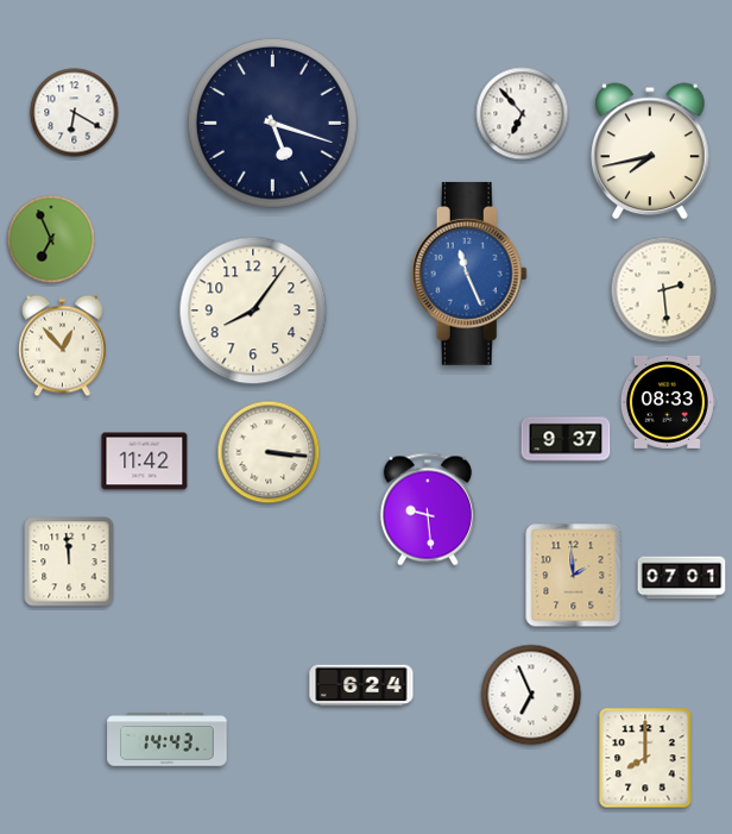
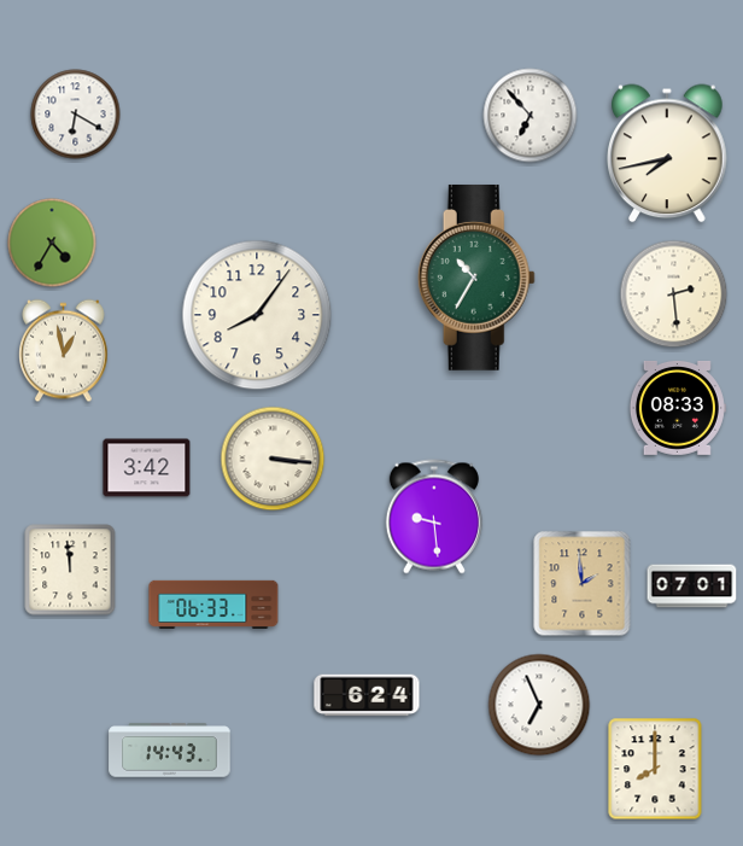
clock at (272, 123): 5:18 -> none
clock at (650, 151) position: (650, 151) -> (667, 153)
clock at (51, 239): 6:56 -> 4:35
clock at (469, 274): 11:26 -> 10:35
clock at (469, 274) dial: blue -> green
clock at (63, 346): 12:53 -> 12:58
clock at (566, 439): 9:37 -> none
clock at (145, 462): 11:42 -> 3:42
clock at (213, 605): none -> 06:33
